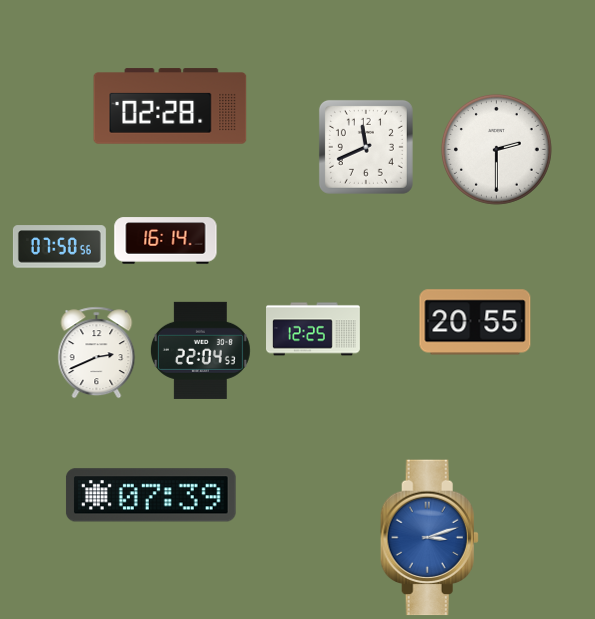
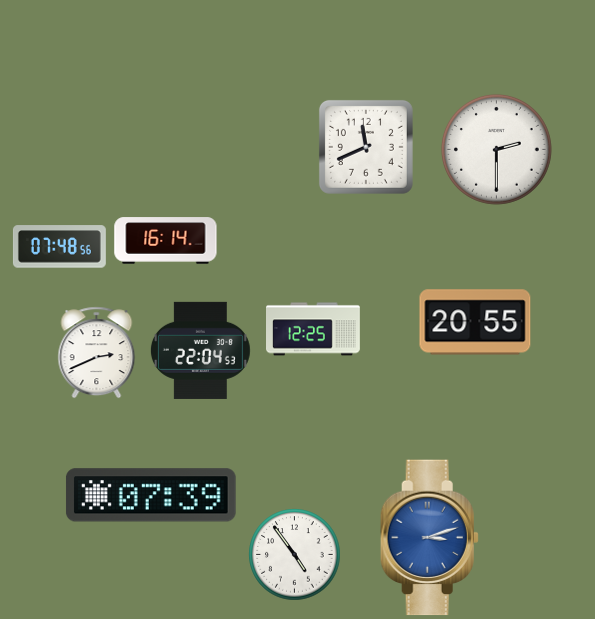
clock at (170, 106): 02:28 -> none
clock at (59, 247): 07:50 -> 07:48
clock at (295, 555): none -> 4:54
